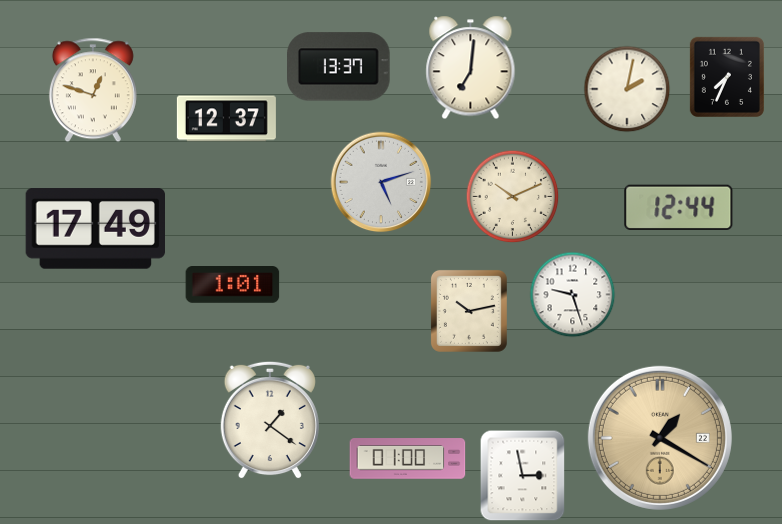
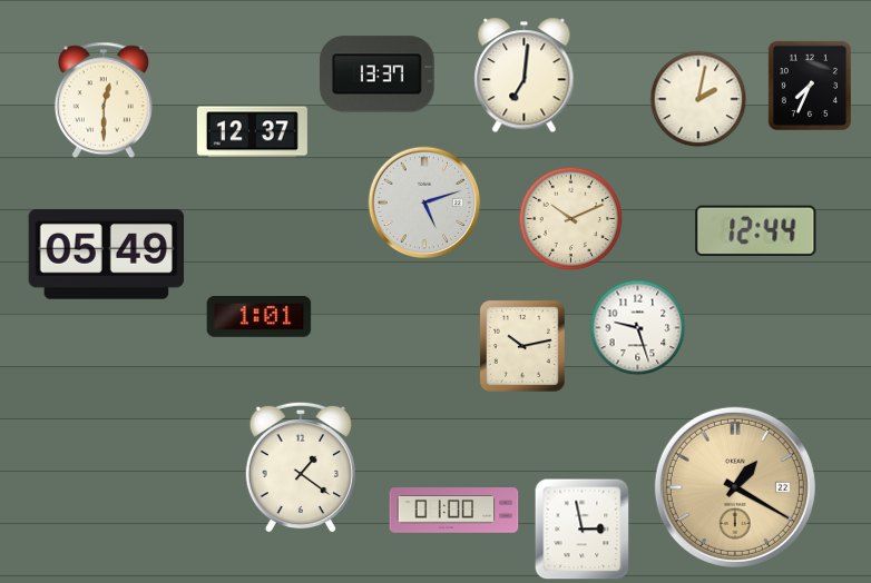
clock at (93, 90): 12:48 -> 12:30
clock at (95, 229): 17:49 -> 05:49
